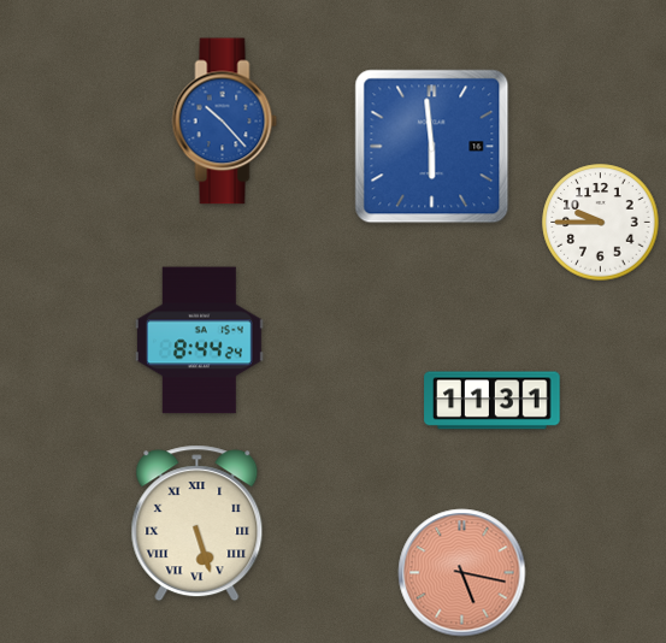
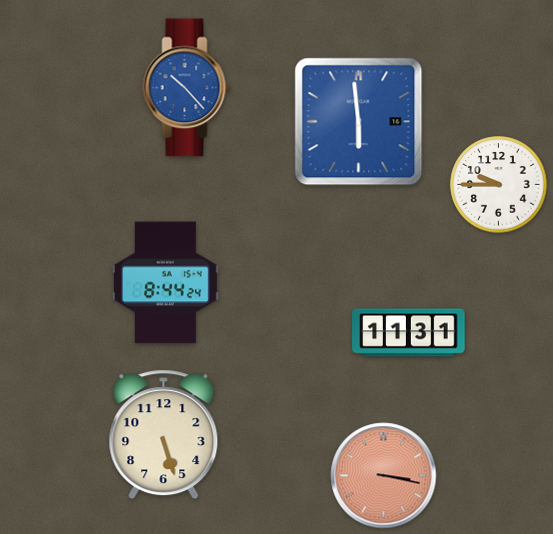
clock at (225, 122) position: (225, 122) -> (187, 88)
clock at (198, 524) numerals: Roman -> Arabic
clock at (462, 573): 5:17 -> 3:17
